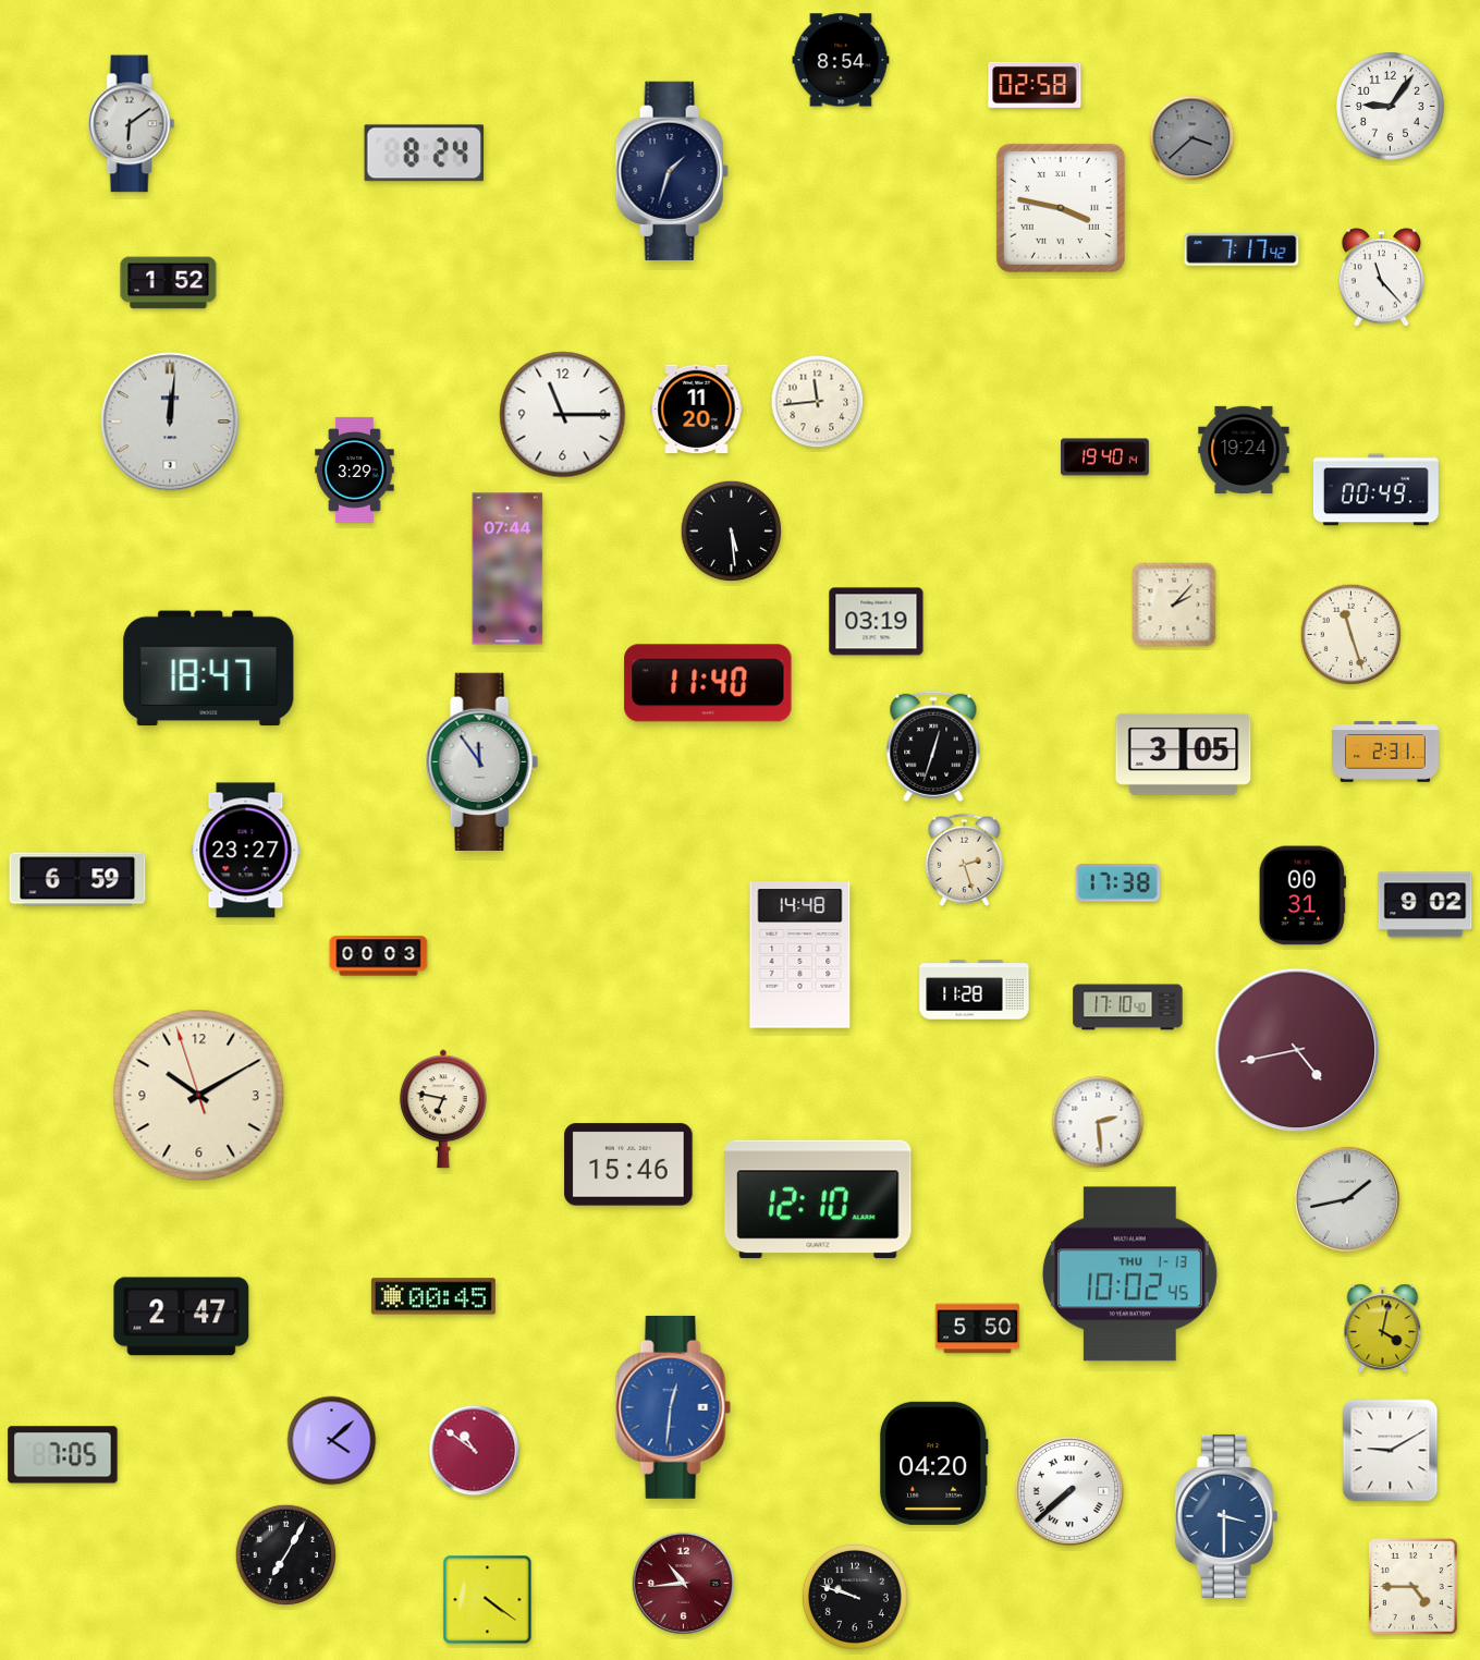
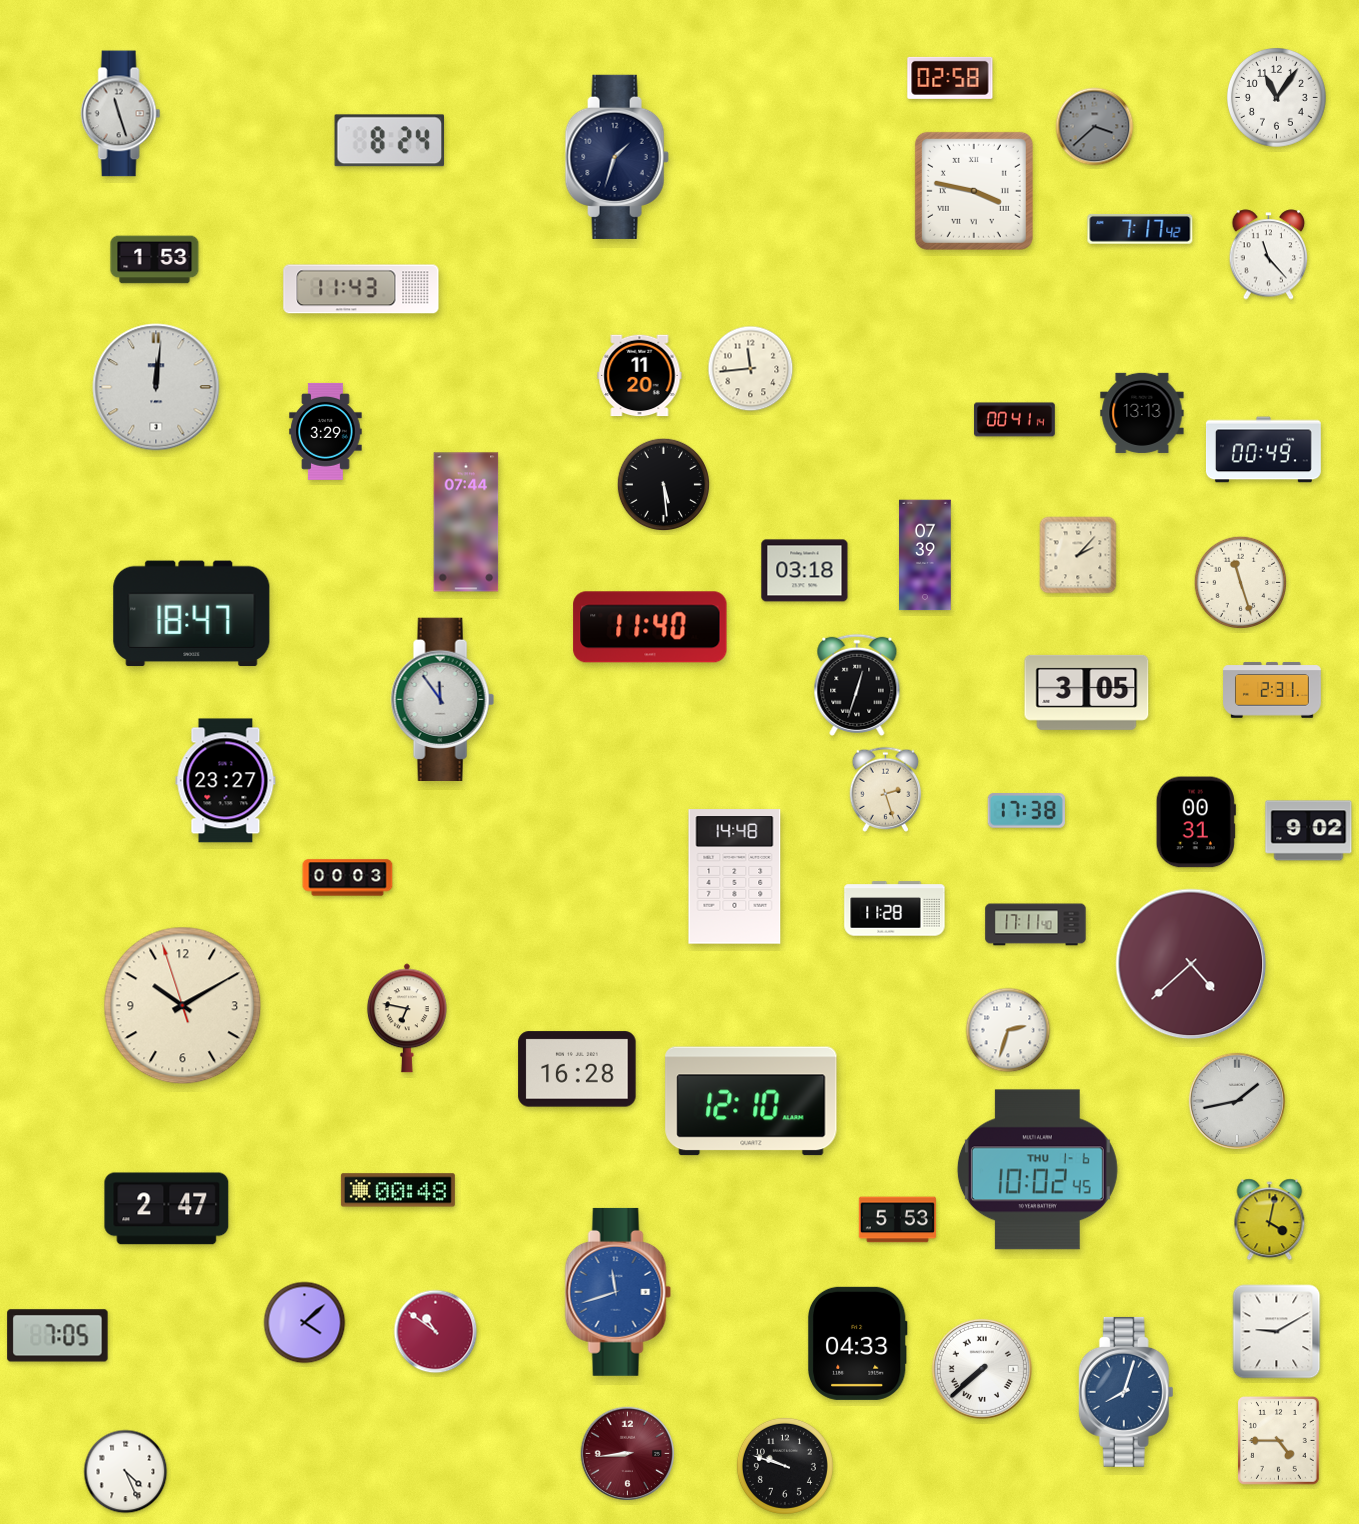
clock at (841, 60): 8:54 -> none
clock at (1390, 106): 9:06 -> 11:06
clock at (132, 124): 6:09 -> 11:27
clock at (169, 283): 1:52 -> 1:53
clock at (361, 289): none -> 11:43
clock at (563, 415): 11:15 -> none
clock at (1244, 450): 19:24 -> 13:13
clock at (1105, 457): 19:40 -> 00:41
clock at (731, 530) position: (731, 530) -> (663, 484)
clock at (925, 555): none -> 07:39
clock at (877, 622): 03:19 -> 03:18
clock at (77, 879): 6:59 -> none
clock at (1128, 1008): 17:10 -> 17:11
clock at (1297, 1050): 4:43 -> 4:38
clock at (1098, 1122): 2:29 -> 2:33
clock at (628, 1164): 15:46 -> 16:28
clock at (1129, 1274) date: THU 1-13 -> THU 1-6
clock at (433, 1296): 00:45 -> 00:48
clock at (977, 1329): 5:50 -> 5:53
clock at (673, 1407): 12:31 -> 11:42
clock at (933, 1463): 04:20 -> 04:33
clock at (1226, 1516): 3:30 -> 8:03
clock at (285, 1554): 7:05 -> none
clock at (683, 1583): 10:44 -> 8:44
clock at (1414, 1587) position: (1414, 1587) -> (1279, 1441)
clock at (488, 1600): 4:21 -> none
clock at (126, 1472): none -> 4:26
